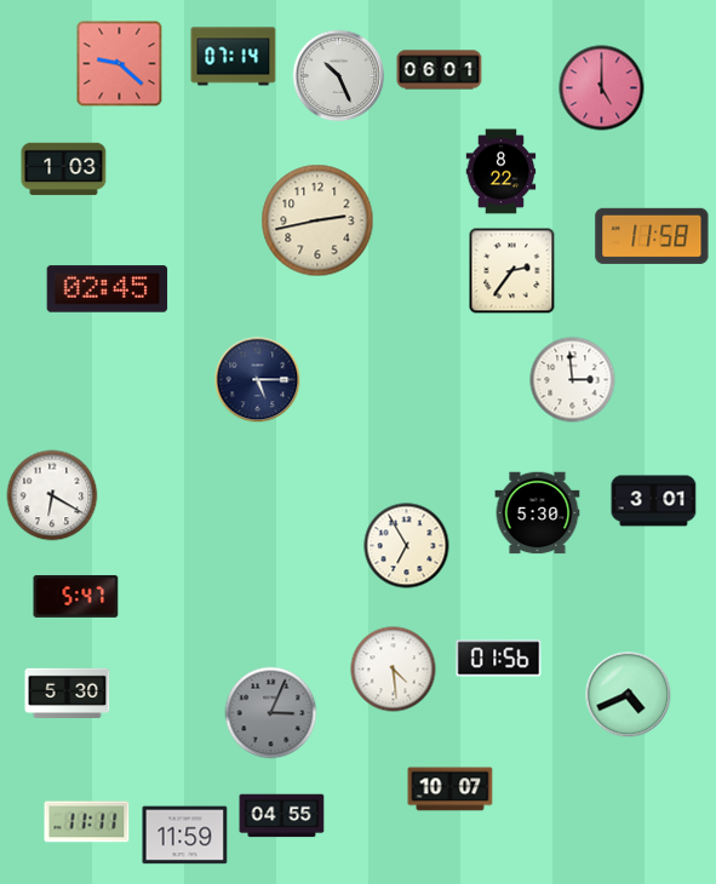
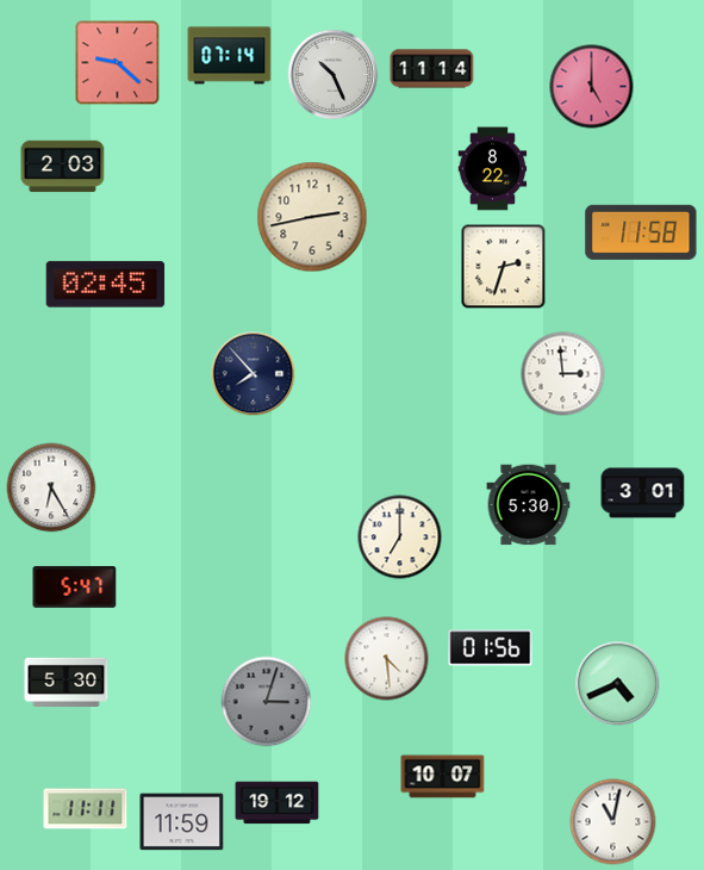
clock at (440, 70): 06:01 -> 11:14
clock at (64, 170): 1:03 -> 2:03
clock at (512, 271): 2:36 -> 2:33
clock at (258, 380): 5:15 -> 7:53
clock at (52, 495): 6:20 -> 6:25
clock at (407, 546): 6:55 -> 7:00
clock at (271, 713): 3:04 -> 3:03
clock at (282, 816): 04:55 -> 19:12
clock at (613, 822): none -> 11:02
